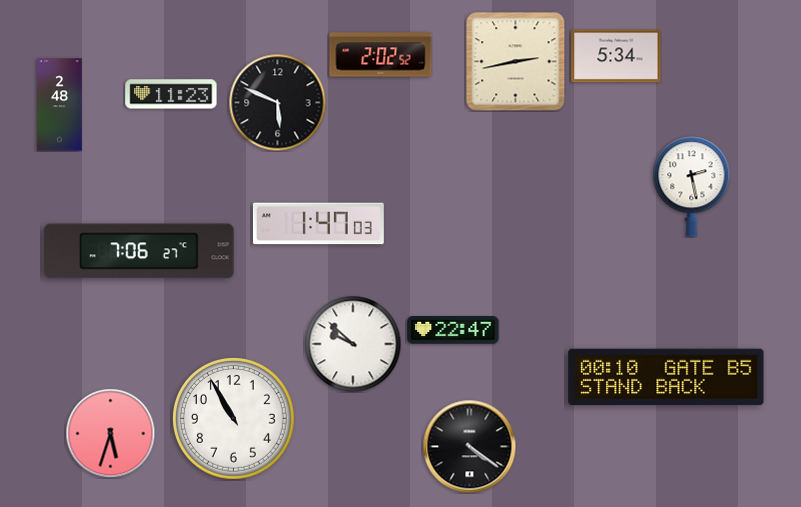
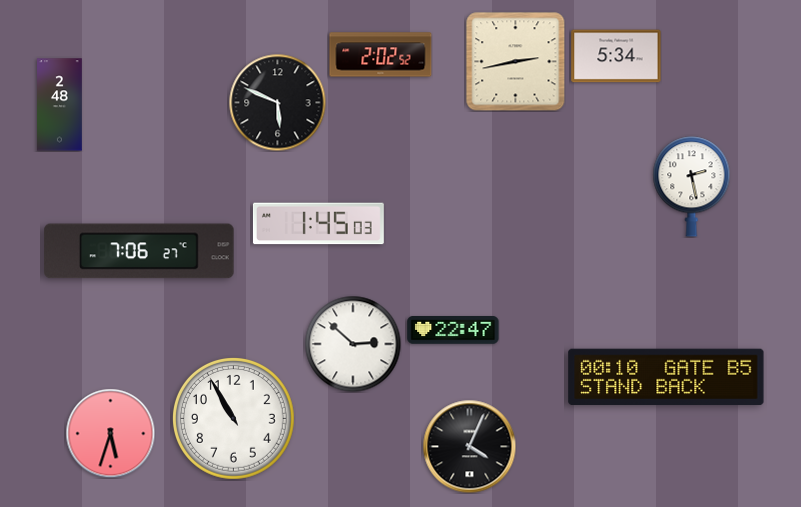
clock at (171, 94): 11:23 -> none
clock at (318, 224): 1:47 -> 1:45
clock at (353, 344): 9:52 -> 2:52
clock at (469, 446): 4:21 -> 4:04
